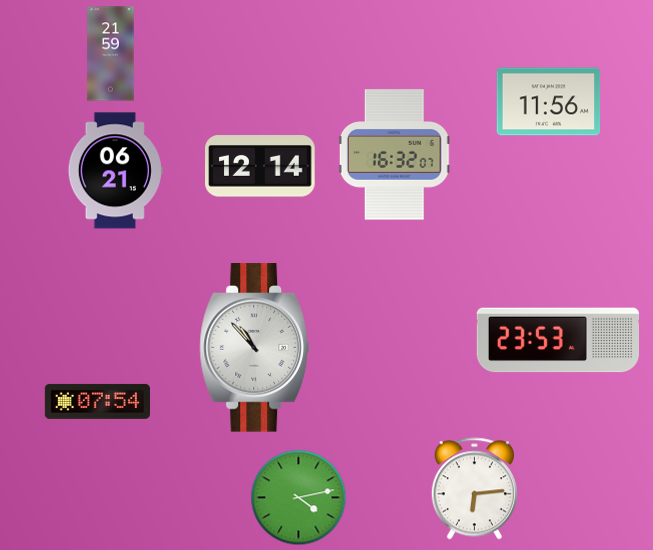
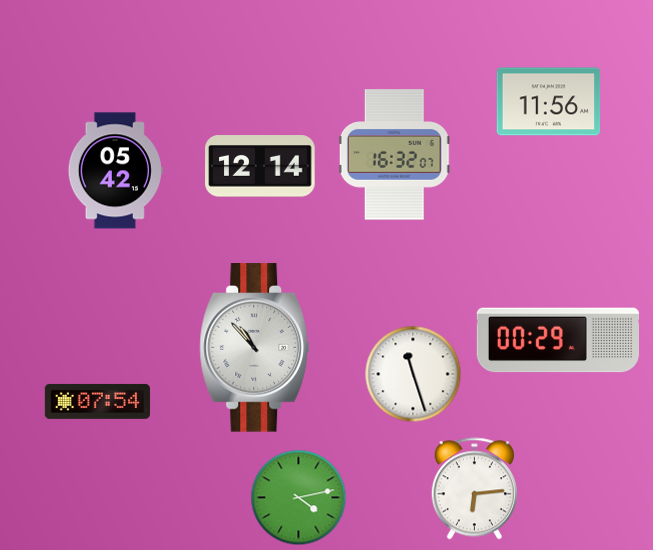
clock at (111, 54): 21:59 -> none
clock at (115, 171): 06:21 -> 05:42
clock at (557, 340): 23:53 -> 00:29
clock at (413, 374): none -> 11:27
